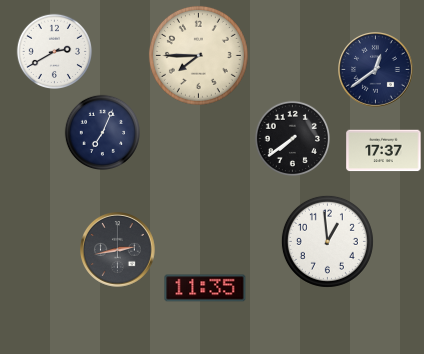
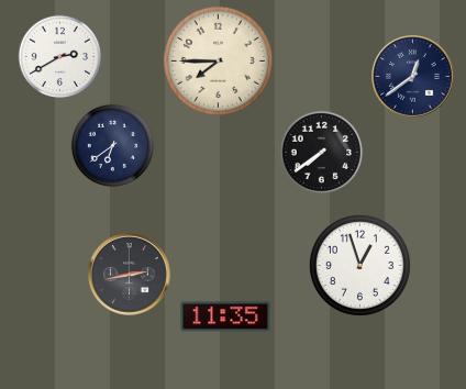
clock at (102, 132): 7:04 -> 6:39
clock at (384, 151): 17:37 -> none
clock at (327, 241): 12:59 -> 12:57
